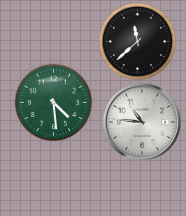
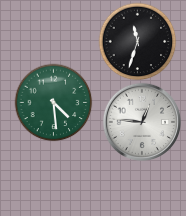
clock at (137, 41): 11:38 -> 11:33
clock at (141, 121): 10:46 -> 12:46
